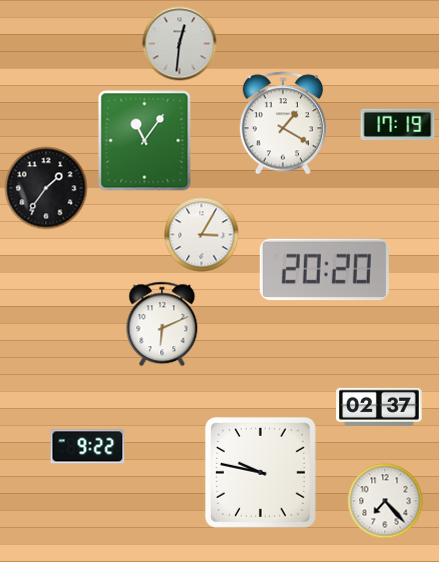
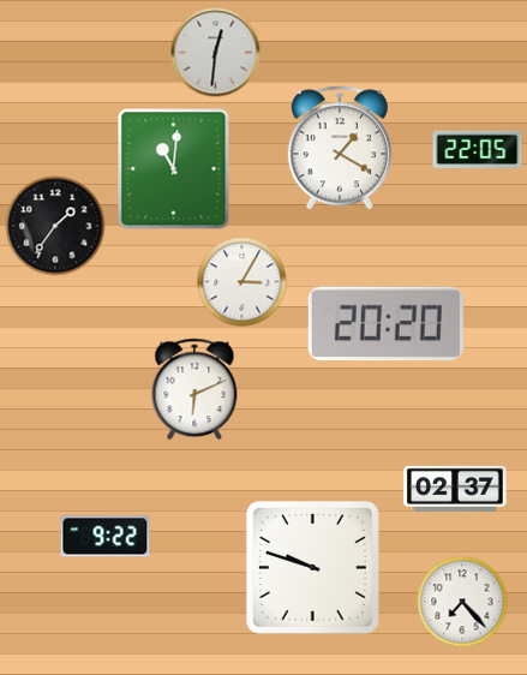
clock at (398, 124): 17:19 -> 22:05
clock at (145, 141): 11:06 -> 11:01
clock at (324, 270) position: (324, 270) -> (385, 324)
clock at (260, 472): 9:47 -> 9:48
